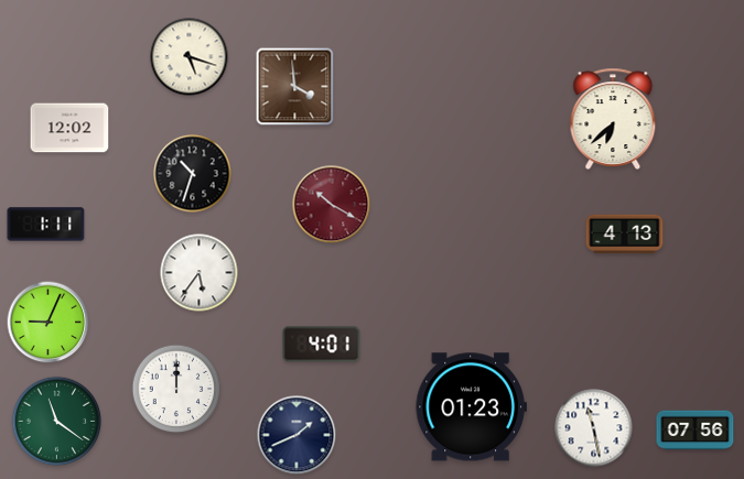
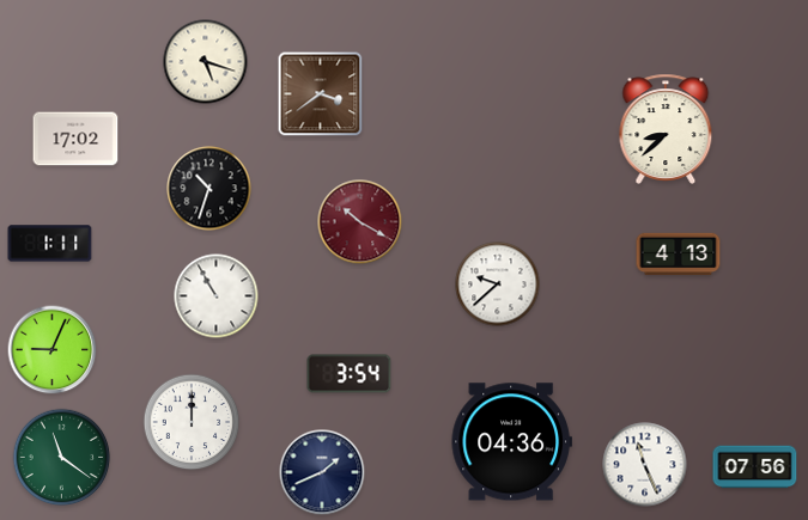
clock at (295, 87): 3:59 -> 3:39
clock at (613, 119): 6:38 -> 8:38
clock at (69, 128): 12:02 -> 17:02
clock at (498, 285): none -> 9:38
clock at (200, 273): 5:36 -> 10:55
clock at (322, 345): 4:01 -> 3:54
clock at (471, 407): 01:23 -> 04:36
clock at (594, 428): 11:28 -> 11:26
